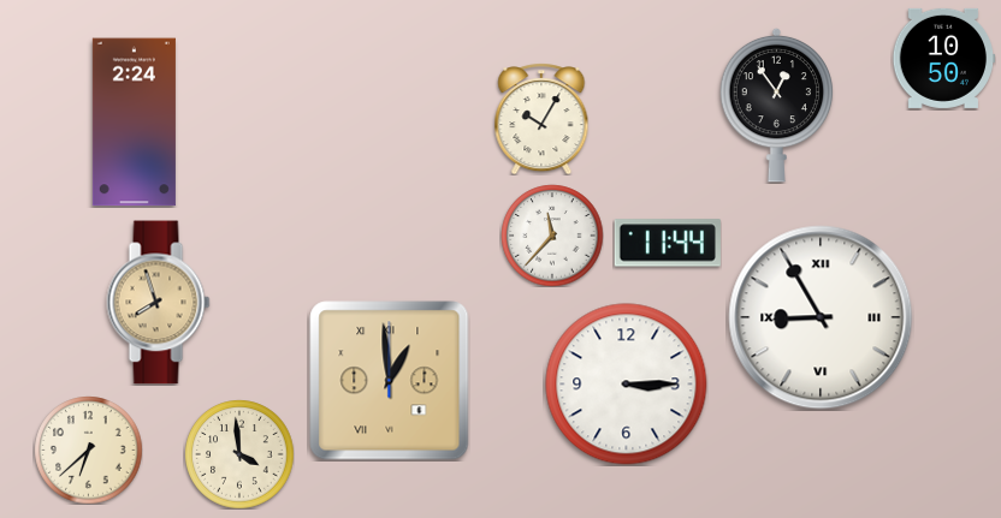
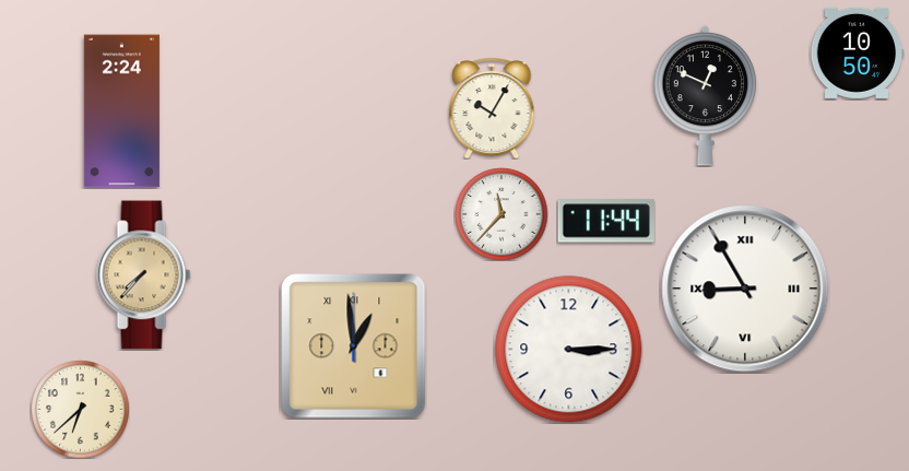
clock at (777, 105): 12:54 -> 12:49
clock at (159, 303): 7:57 -> 7:37
clock at (239, 454): 3:59 -> none
